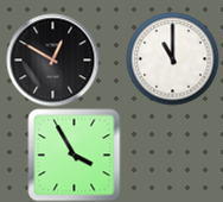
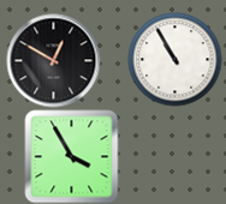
clock at (172, 58): 11:00 -> 10:55
clock at (74, 154) position: (74, 154) -> (71, 156)
